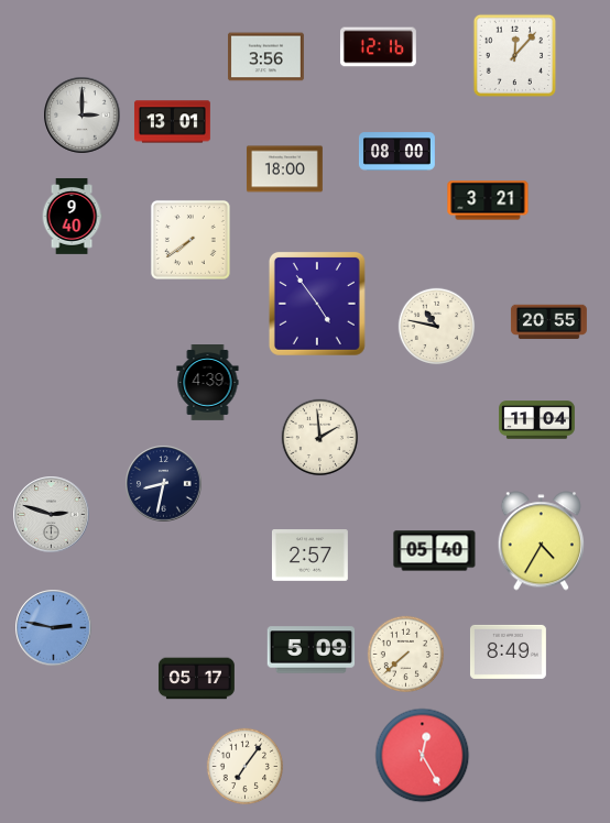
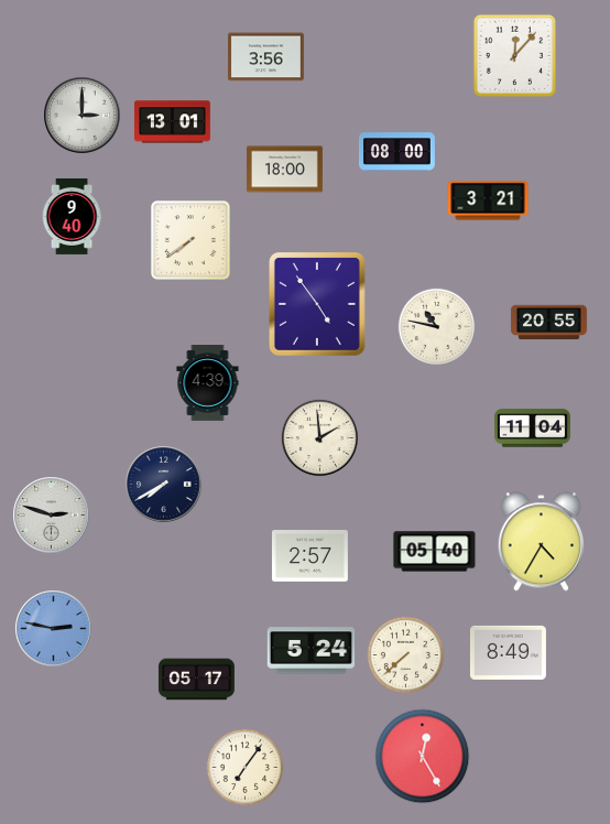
clock at (378, 47): 12:16 -> none
clock at (537, 420) position: (537, 420) -> (533, 429)
clock at (164, 484): 8:32 -> 7:40
clock at (312, 650): 5:09 -> 5:24
